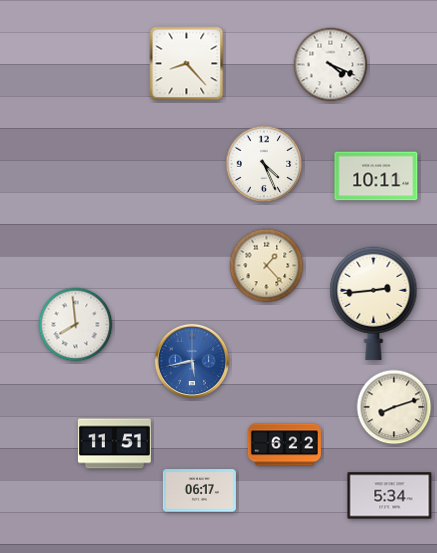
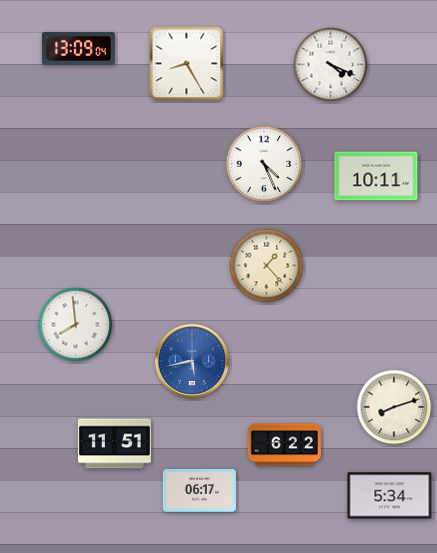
clock at (78, 49): none -> 13:09
clock at (187, 64): 8:23 -> 8:25
clock at (374, 303): 2:44 -> none
